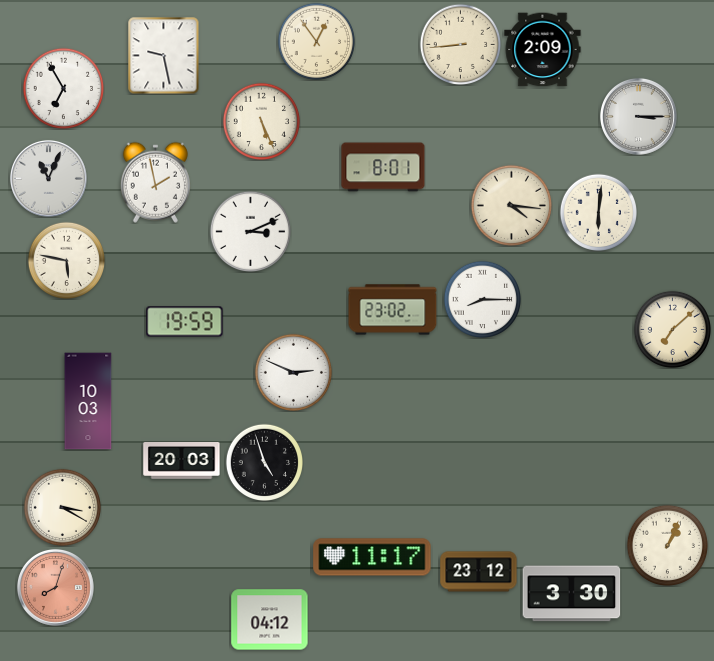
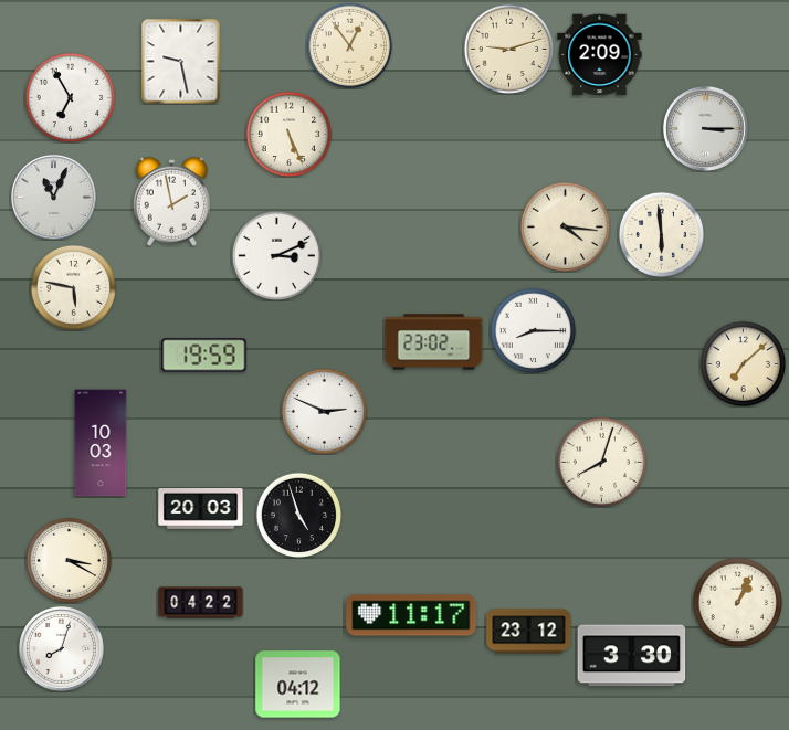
clock at (460, 44): 8:44 -> 9:12
clock at (383, 167): 8:01 -> none
clock at (598, 212): 6:01 -> 5:59
clock at (88, 401) position: (88, 401) -> (101, 443)
clock at (601, 462): none -> 8:03
clock at (264, 462) position: (264, 462) -> (298, 515)
clock at (201, 603): none -> 04:22
clock at (55, 587) dial: salmon -> white
